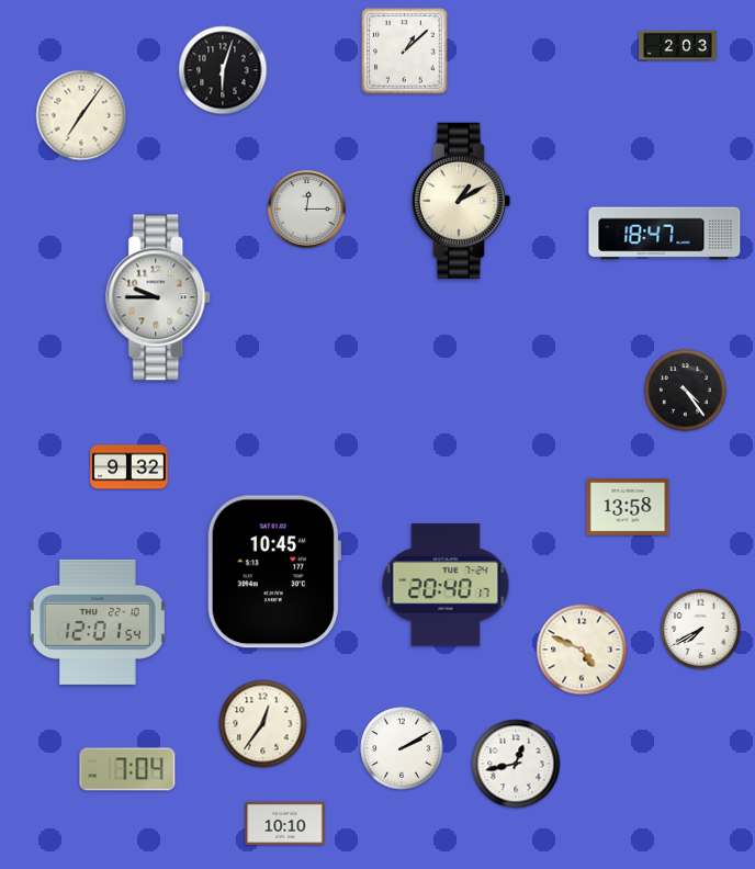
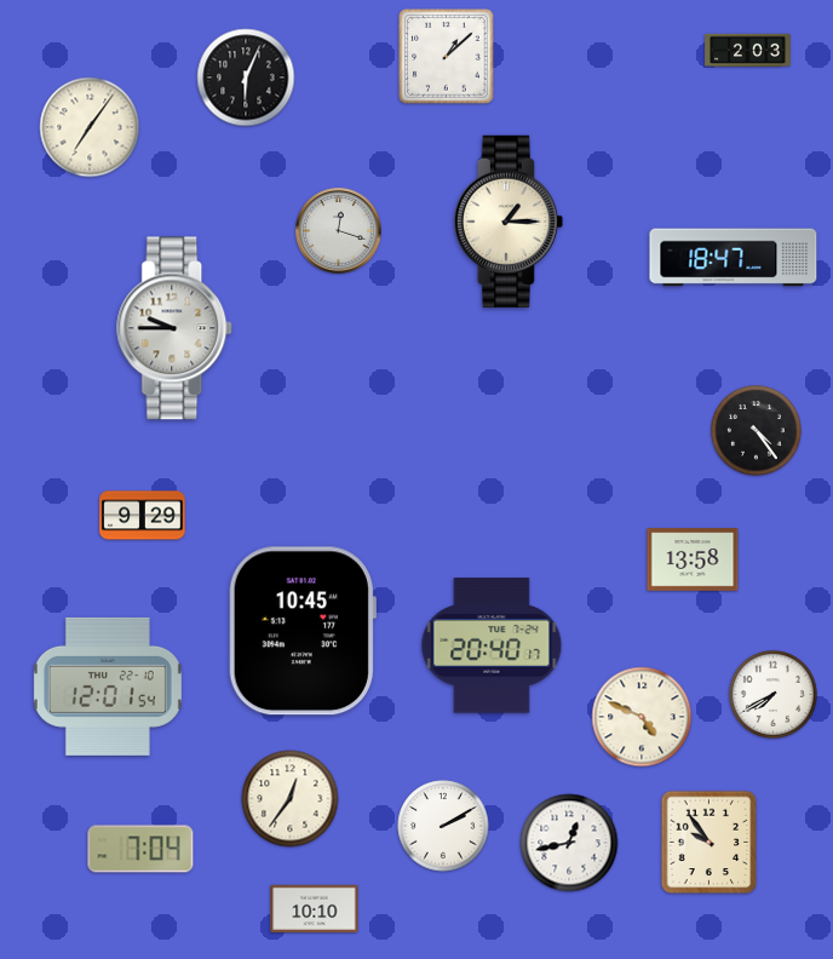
clock at (223, 70): 6:03 -> 6:04
clock at (460, 201): 1:10 -> 1:15
clock at (307, 210): 12:15 -> 12:18
clock at (129, 467): 9:32 -> 9:29
clock at (710, 843): none -> 9:54
